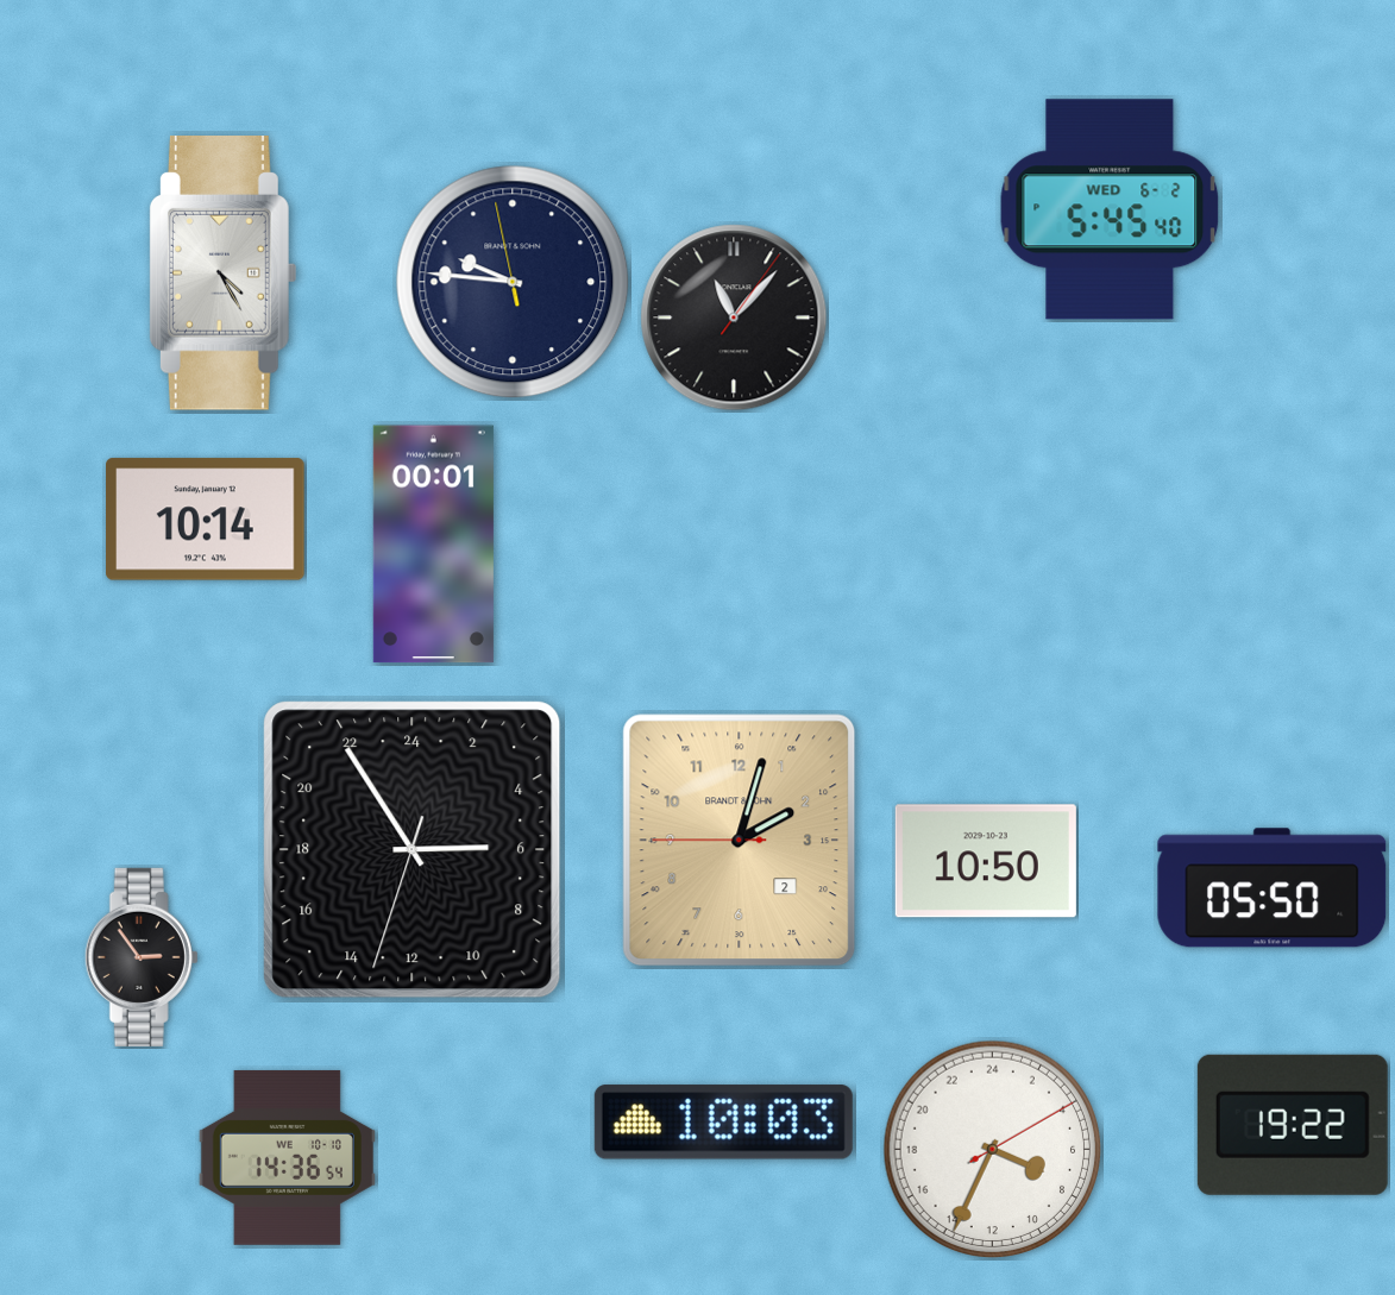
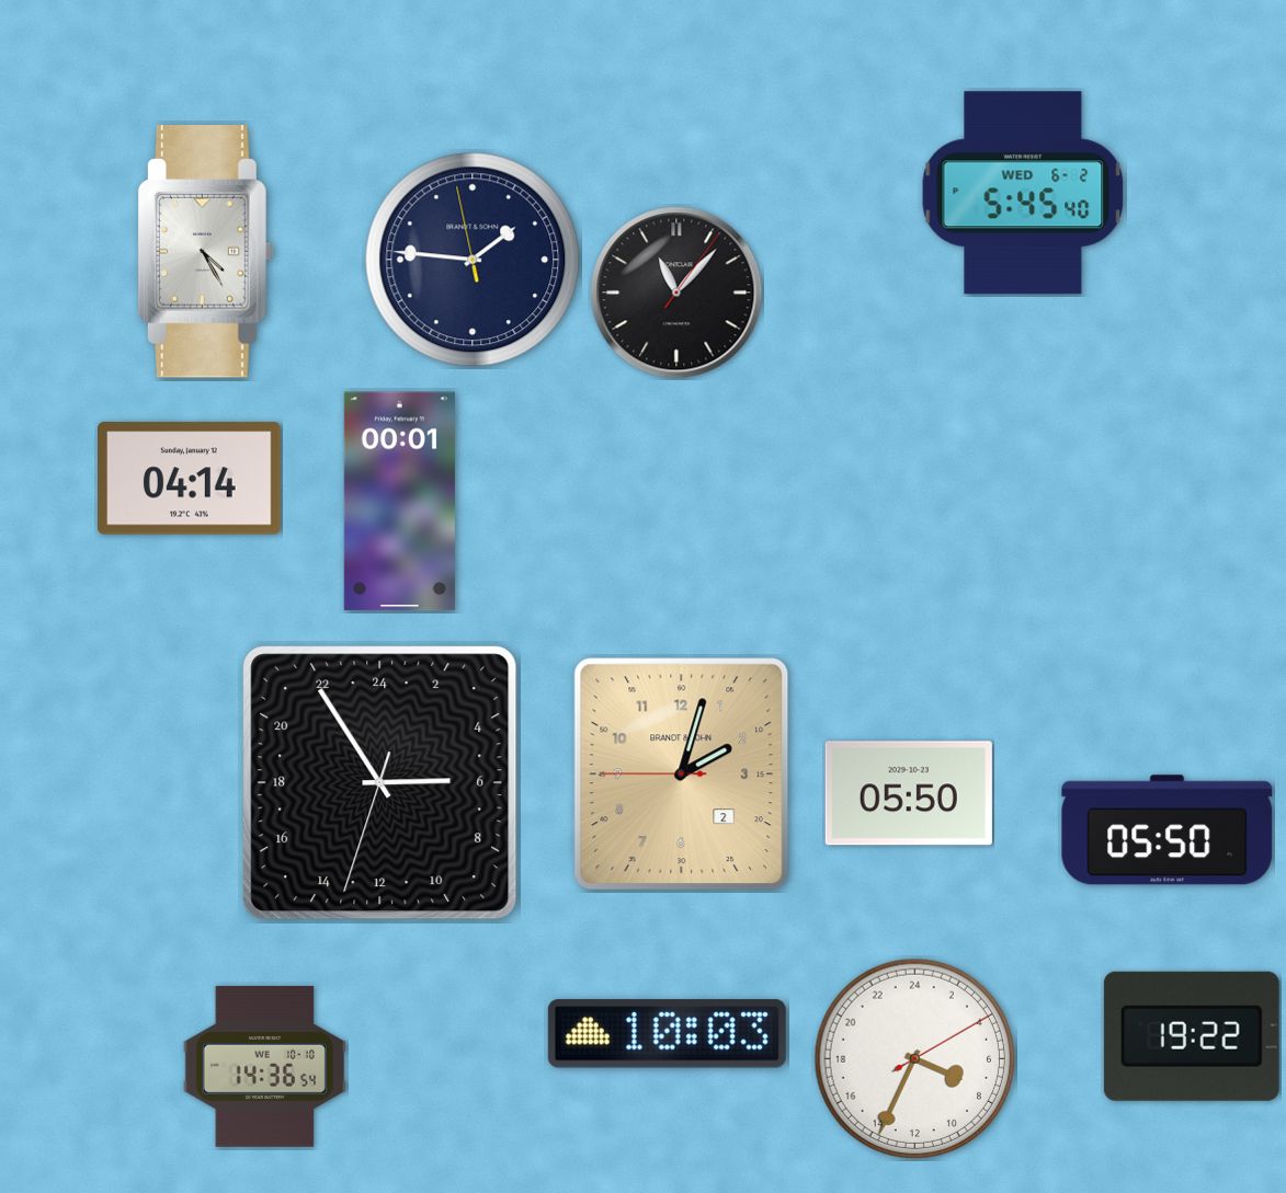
clock at (513, 282): 9:45 -> 1:45
clock at (206, 520): 10:14 -> 04:14
clock at (986, 861): 10:50 -> 05:50
clock at (1273, 888) position: (1273, 888) -> (1168, 830)
clock at (142, 957): 2:54 -> none
